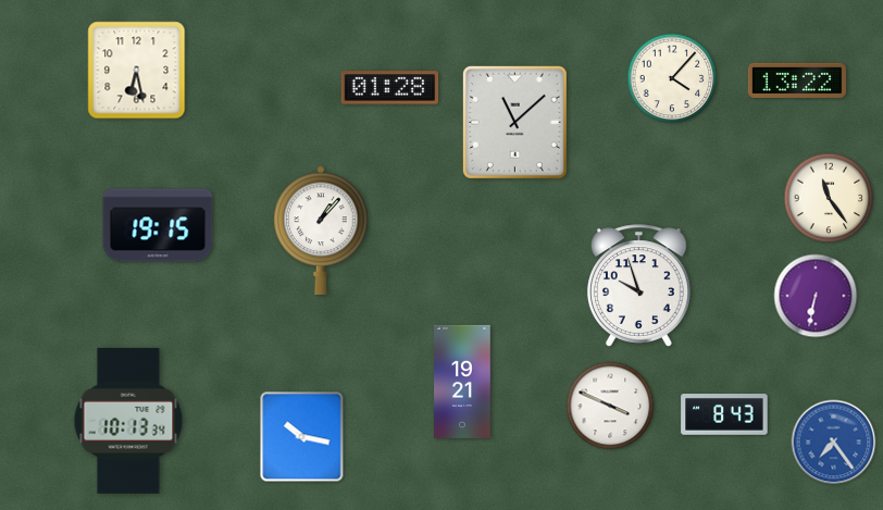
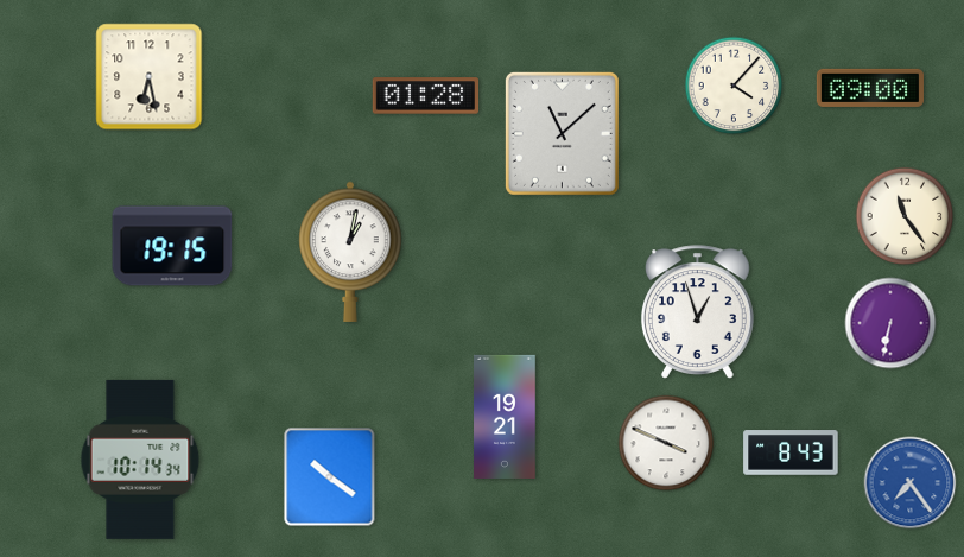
clock at (797, 80): 13:22 -> 09:00
clock at (321, 231): 1:07 -> 1:02
clock at (638, 286): 9:57 -> 12:57
clock at (128, 421): 10:13 -> 10:14
clock at (302, 437): 10:17 -> 10:21
